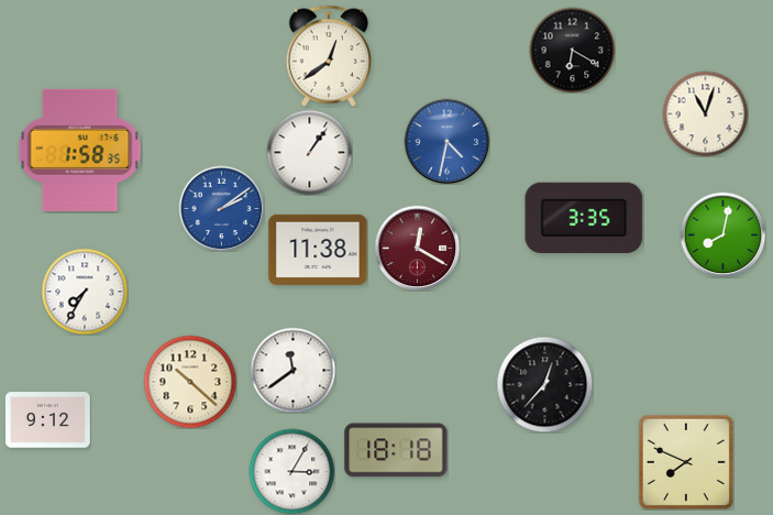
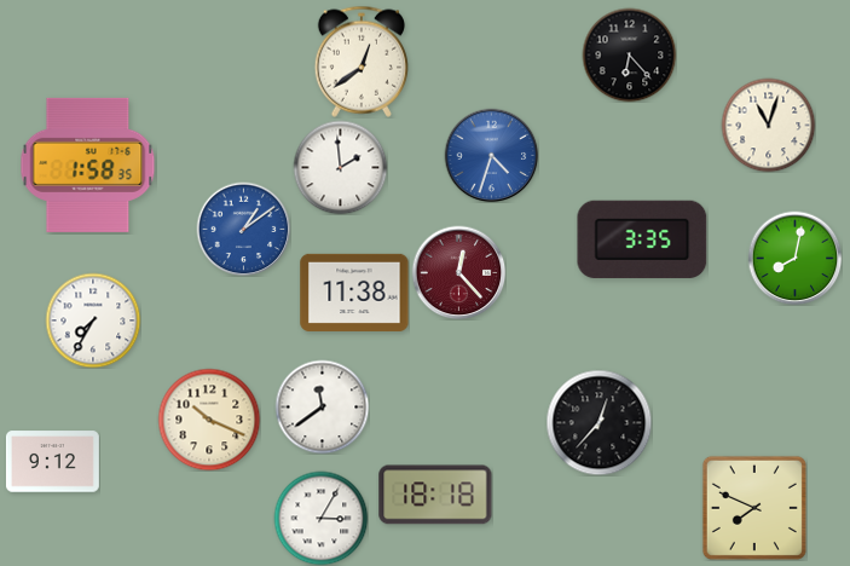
clock at (572, 50): 6:20 -> 6:23
clock at (705, 113) position: (705, 113) -> (768, 125)
clock at (446, 141): 4:32 -> 4:33
clock at (309, 152): 1:06 -> 1:59
clock at (221, 208): 2:09 -> 1:09
clock at (417, 248): 12:20 -> 12:23
clock at (318, 250) position: (318, 250) -> (354, 293)
clock at (190, 382): 10:22 -> 10:19
